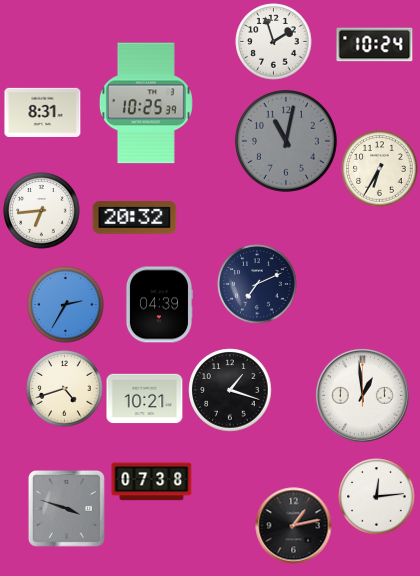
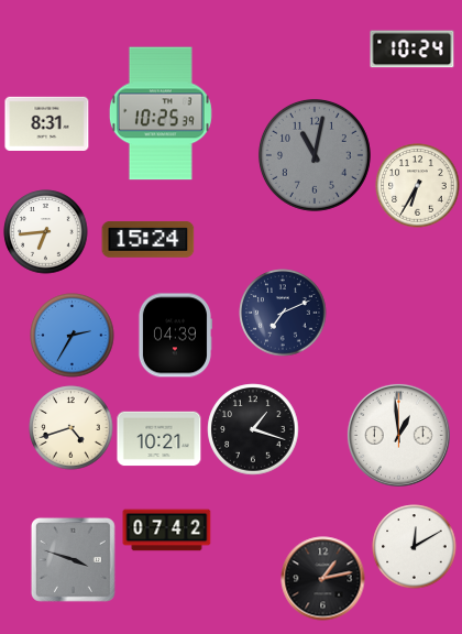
clock at (274, 42): 1:57 -> none
clock at (135, 218): 20:32 -> 15:24
clock at (152, 482): 07:38 -> 07:42
clock at (377, 497): 12:14 -> 12:10
